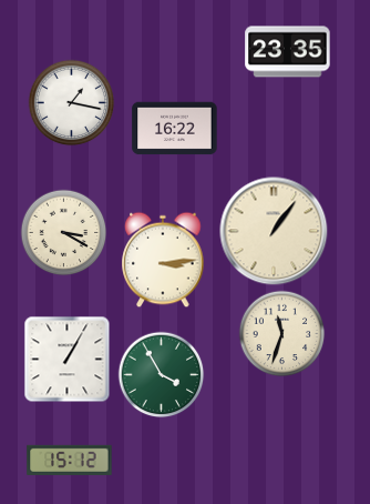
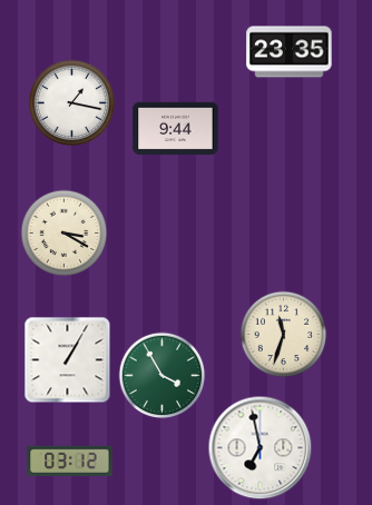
clock at (175, 129): 16:22 -> 9:44
clock at (274, 231): 1:06 -> none
clock at (163, 260): 3:14 -> none
clock at (260, 447): none -> 6:58
clock at (70, 460): 15:12 -> 03:12
